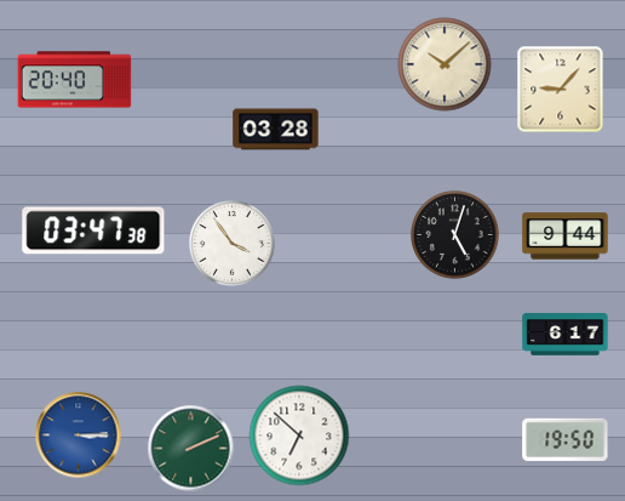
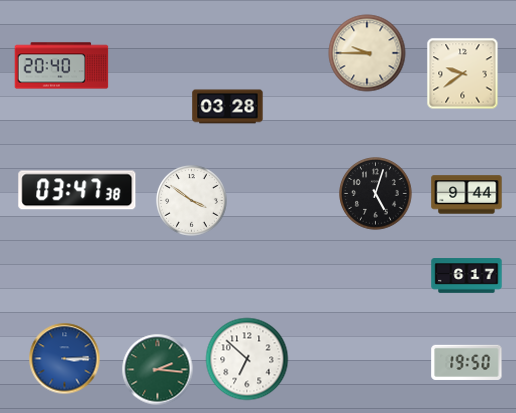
clock at (445, 64): 10:08 -> 9:45
clock at (561, 90): 9:07 -> 9:39
clock at (233, 244): 3:54 -> 3:51
clock at (191, 449): 2:11 -> 2:16
